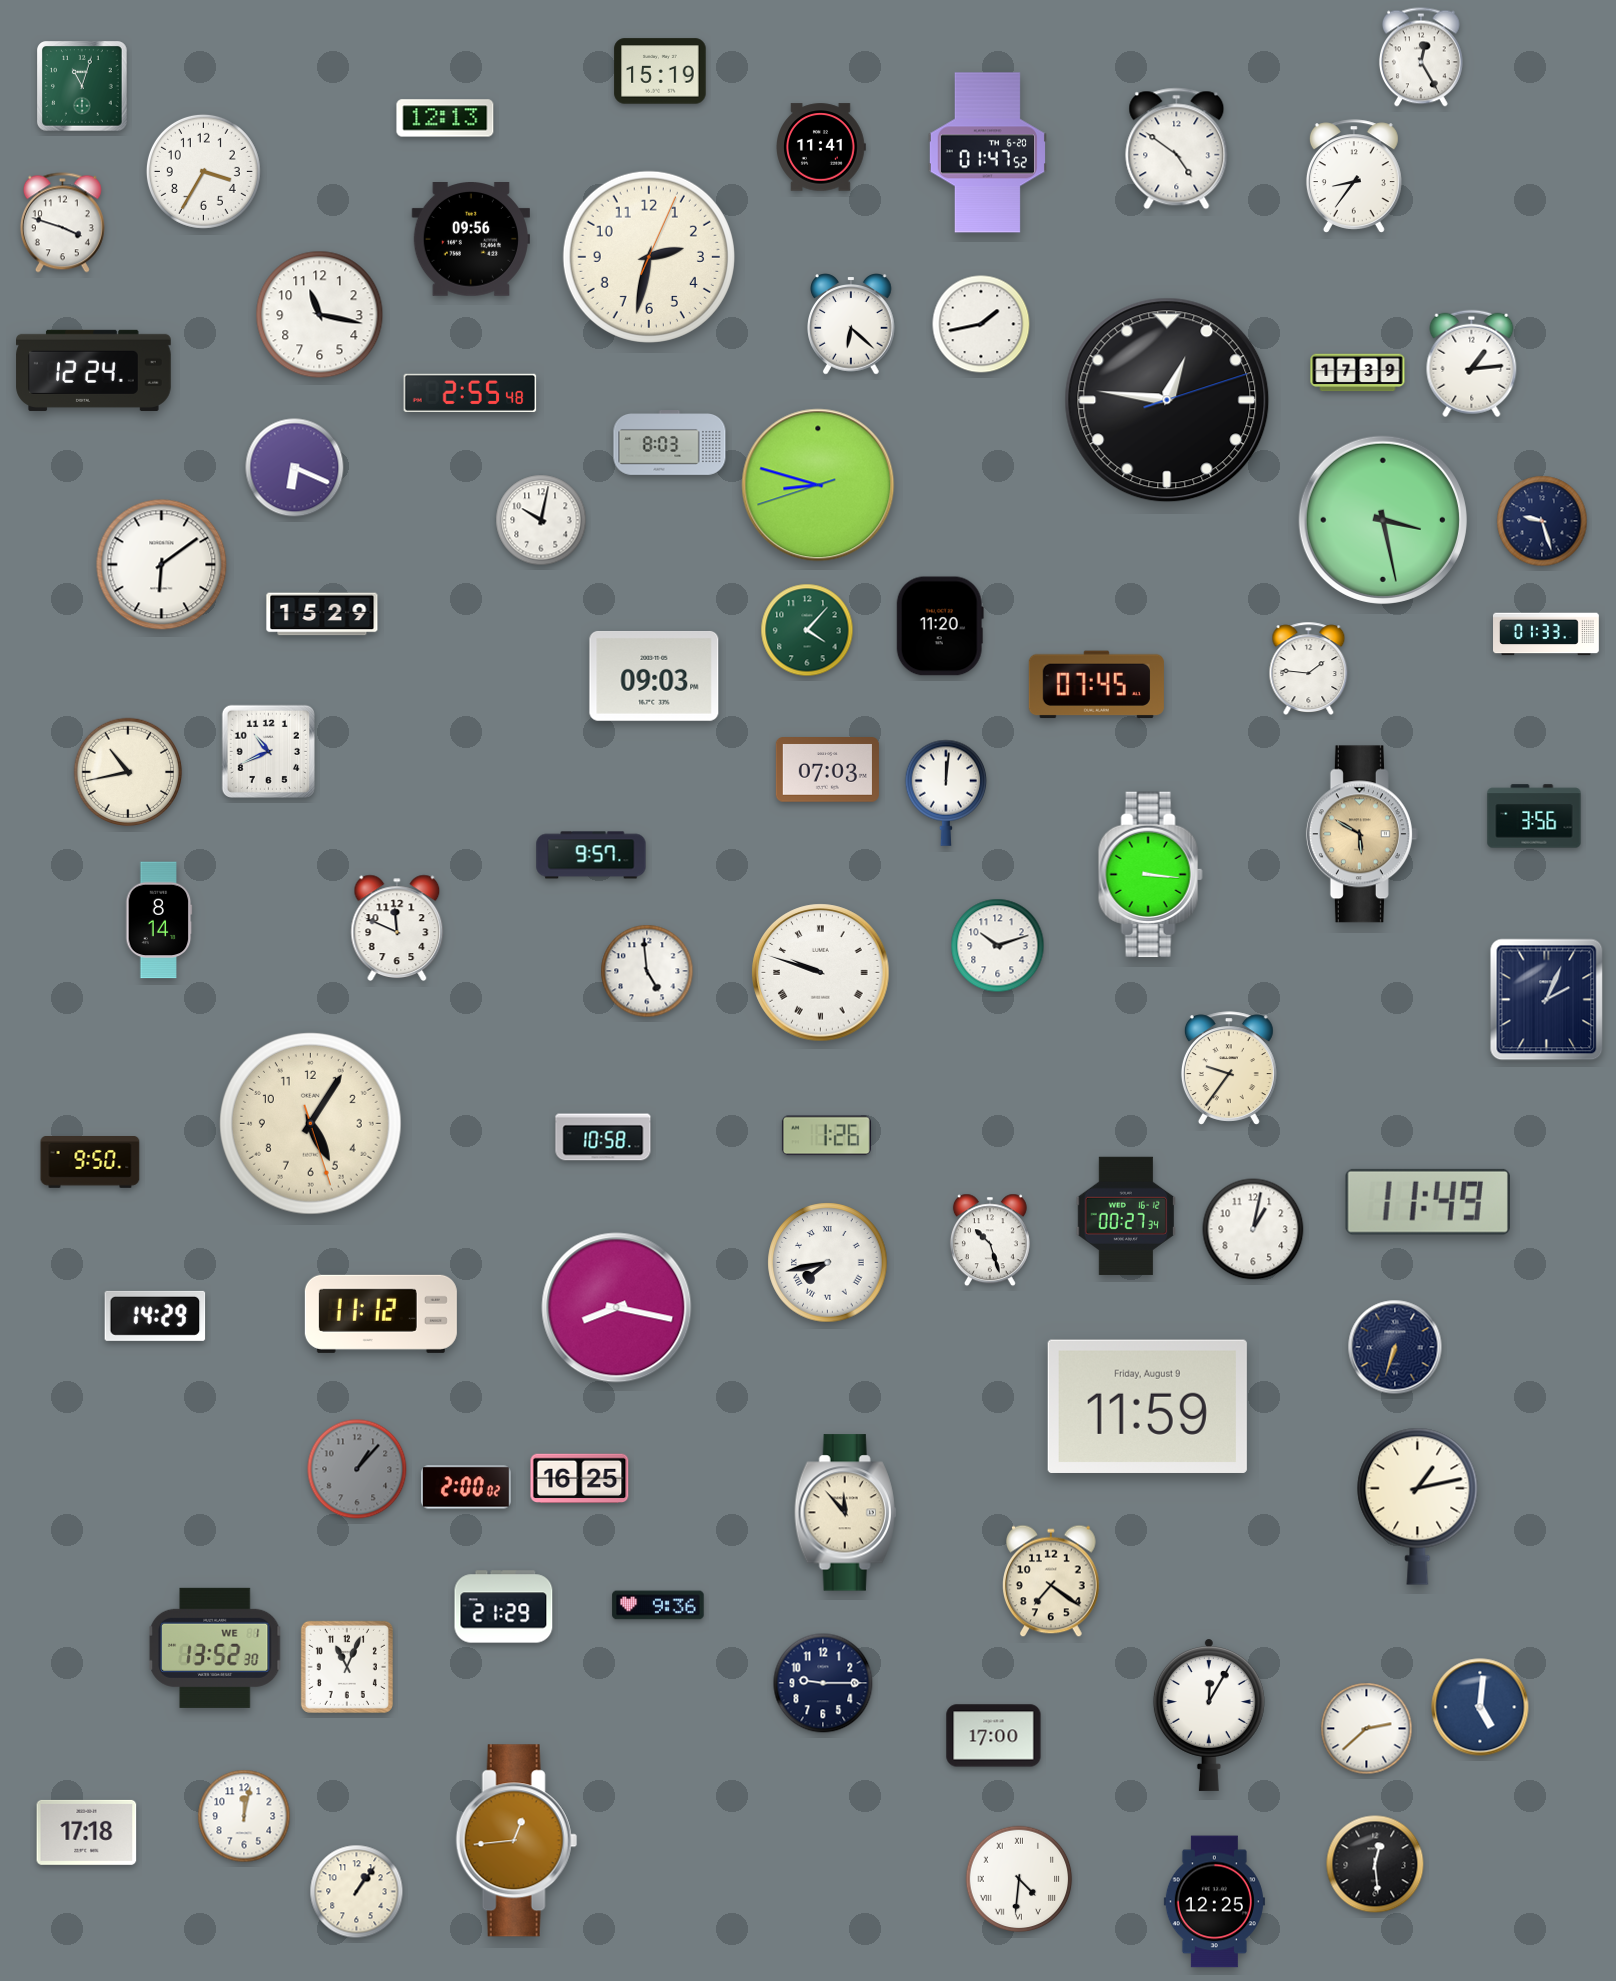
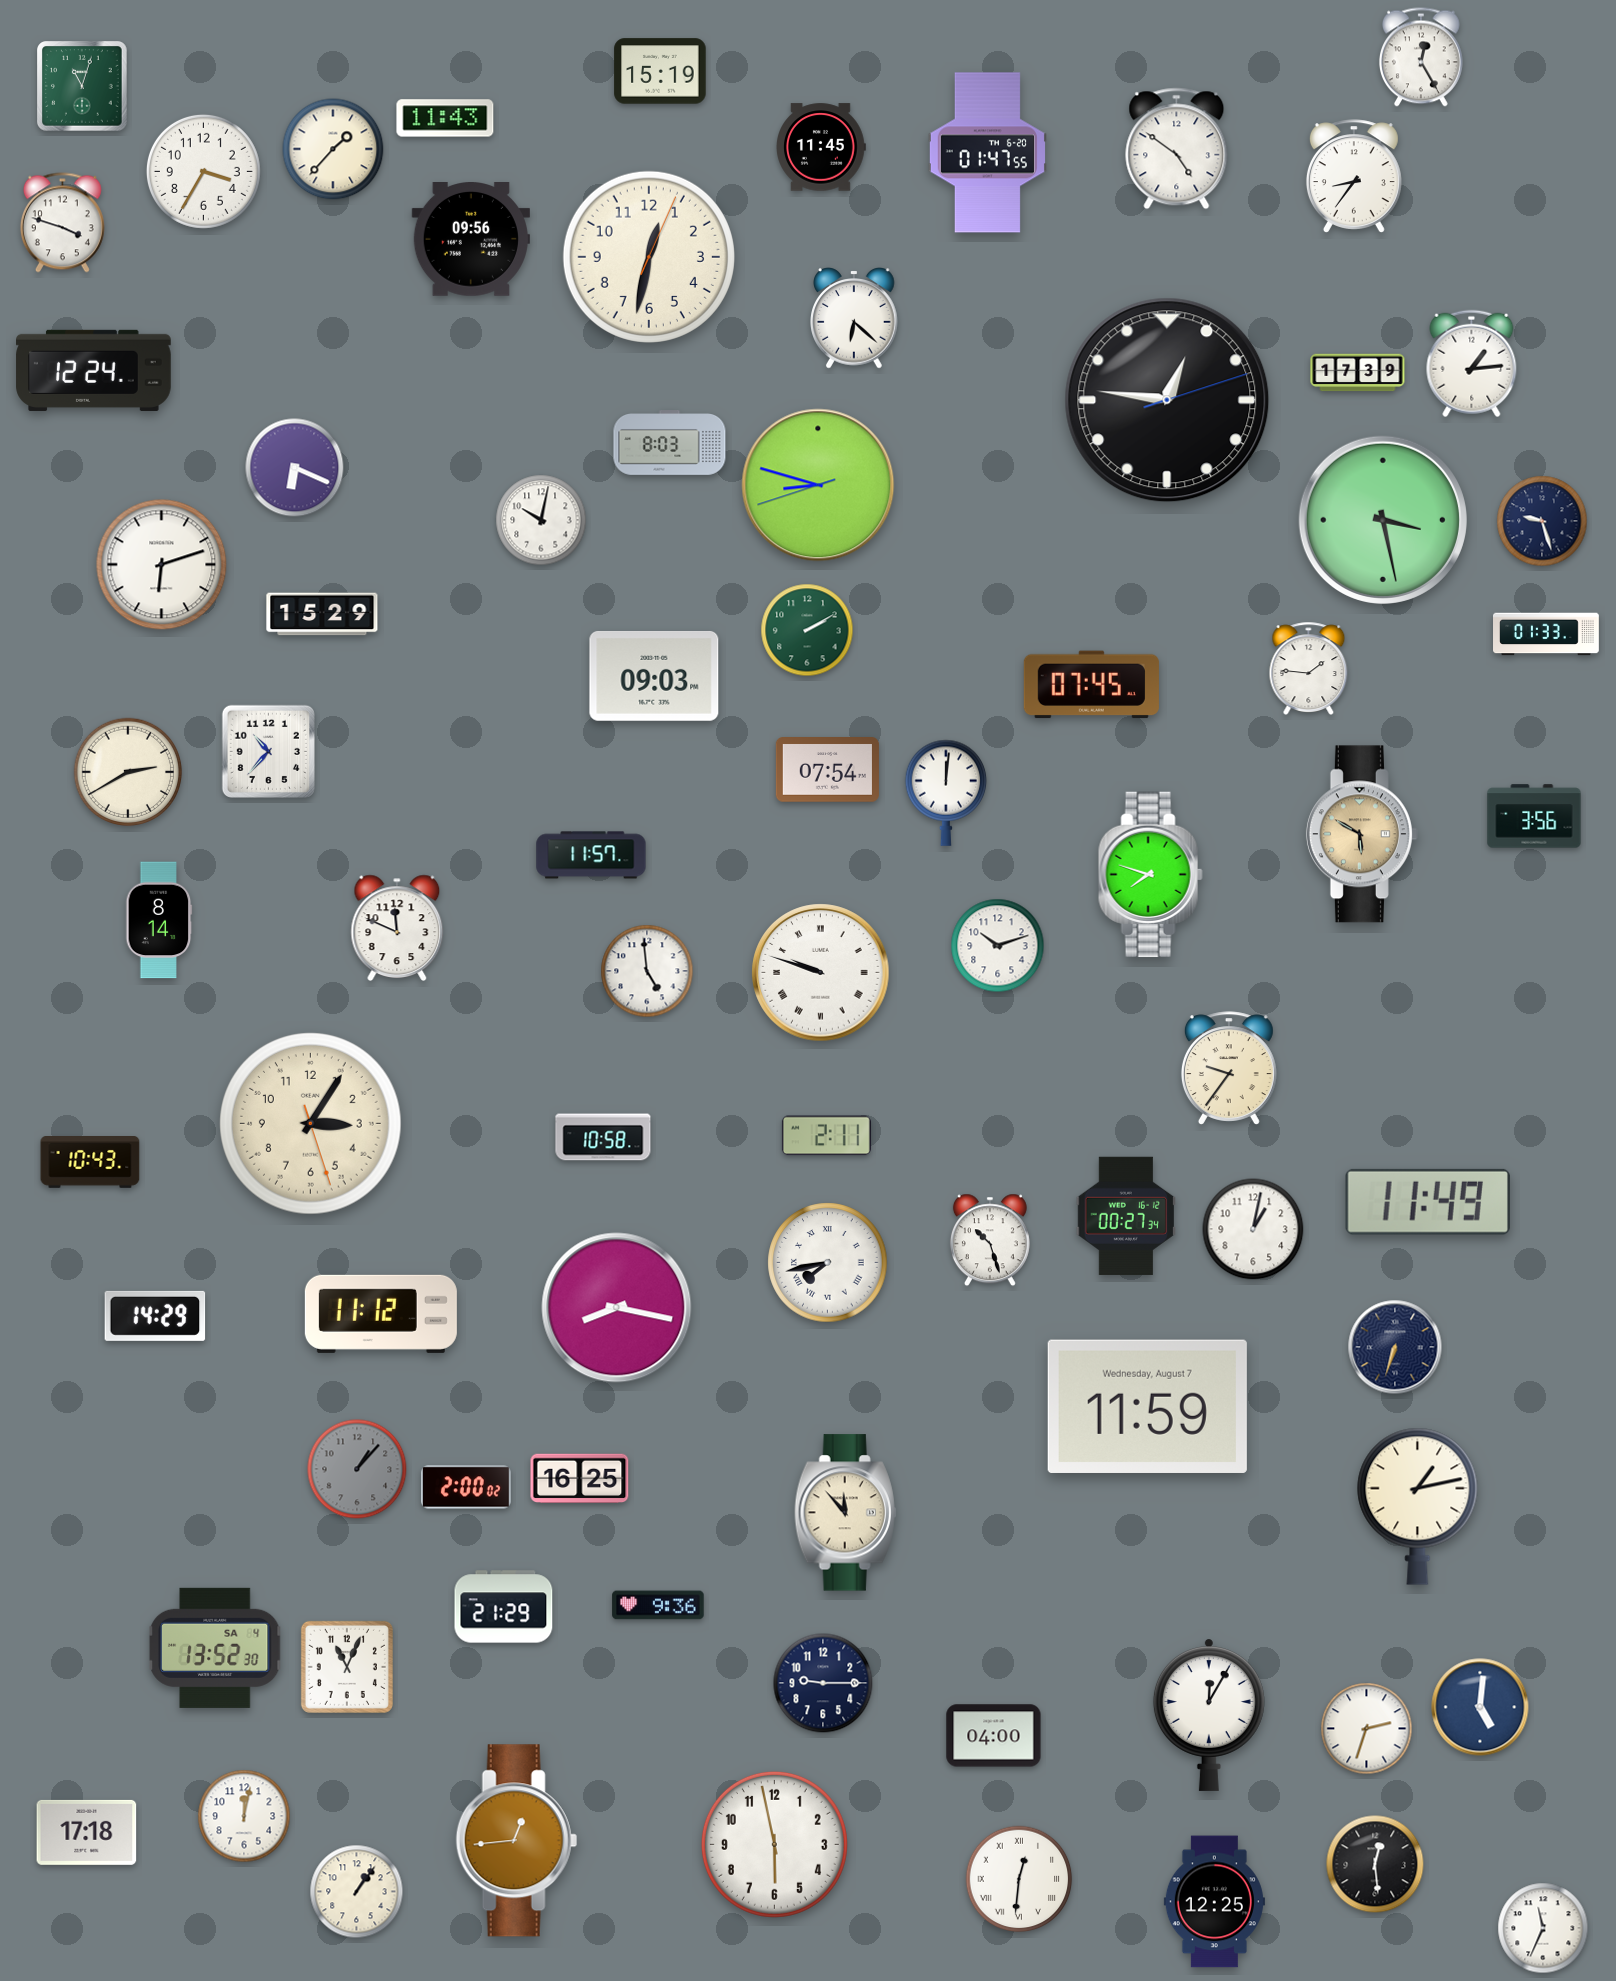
clock at (445, 118): 12:13 -> 11:43
clock at (821, 147): 11:41 -> 11:45
clock at (333, 149): none -> 1:37
clock at (987, 153): 01:47:52 -> 01:47:55
clock at (649, 257): 2:32 -> 12:32
clock at (320, 315): 11:17 -> none
clock at (851, 324) position: (851, 324) -> (854, 318)
clock at (981, 324): 1:43 -> none
clock at (470, 393): 2:55 -> none
clock at (162, 565): 6:09 -> 6:12
clock at (940, 626): 11:20 -> none
clock at (807, 630): 4:07 -> 2:10
clock at (1096, 685) position: (1096, 685) -> (1091, 685)
clock at (268, 751): 10:41 -> 10:37
clock at (827, 770): 07:03 -> 07:54
clock at (128, 772): 10:43 -> 2:40
clock at (591, 855): 9:57 -> 11:57
clock at (1150, 875): 3:16 -> 7:48
clock at (1547, 1000): 2:04 -> none
clock at (310, 1123): 5:05 -> 3:05
clock at (826, 1136): 1:26 -> 2:11
clock at (90, 1163): 9:50 -> 10:43
clock at (1147, 1406) date: Friday, August 9 -> Wednesday, August 7
clock at (1051, 1581): 7:21 -> none
clock at (215, 1648) date: WE 1 -> SA 4
clock at (1367, 1729): 2:38 -> 2:33
clock at (994, 1736): 17:00 -> 04:00
clock at (774, 1844): none -> 5:58
clock at (1019, 1879): 4:31 -> 12:31
clock at (1543, 1928): none -> 11:34
